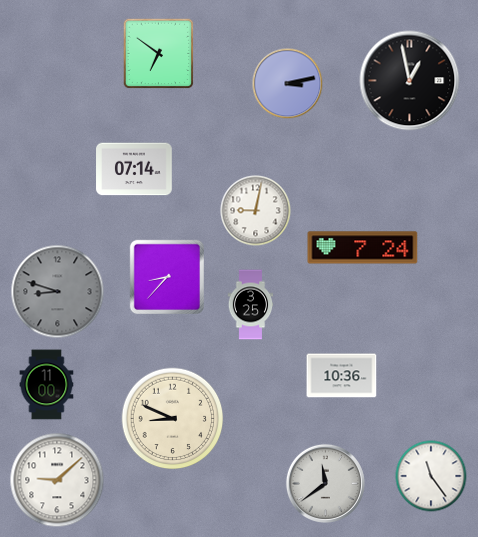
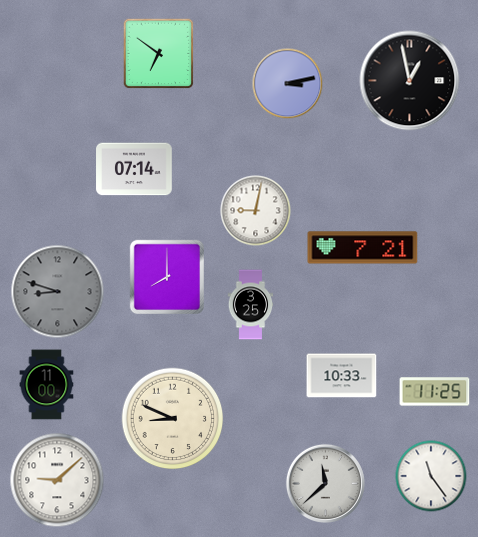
clock at (363, 248): 7:24 -> 7:21
clock at (166, 276): 8:37 -> 8:00
clock at (342, 376): 10:36 -> 10:33
clock at (435, 392): none -> 11:25
clock at (325, 483): 11:39 -> 11:38
